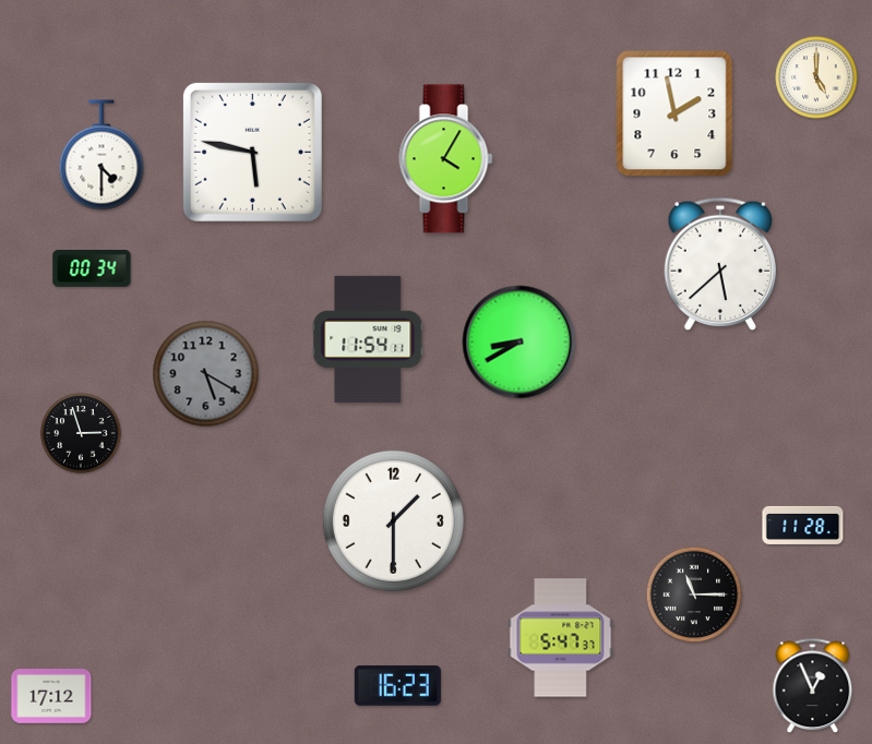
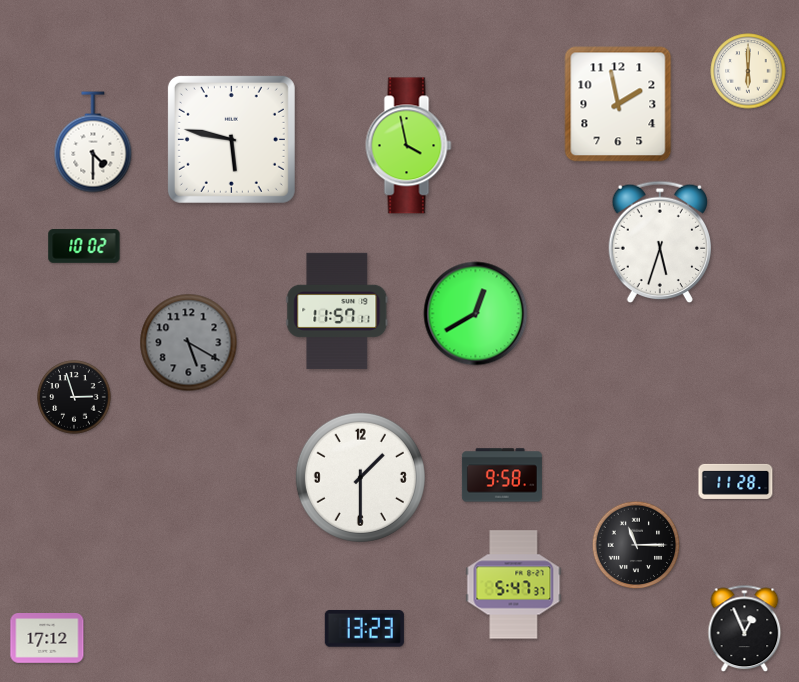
clock at (816, 77): 5:00 -> 6:00
clock at (446, 159): 4:05 -> 3:58
clock at (720, 264): 5:38 -> 5:33
clock at (92, 269): 00:34 -> 10:02
clock at (368, 339): 11:54 -> 11:57
clock at (519, 343): 8:40 -> 12:40
clock at (502, 475): none -> 9:58
clock at (397, 686): 16:23 -> 13:23
